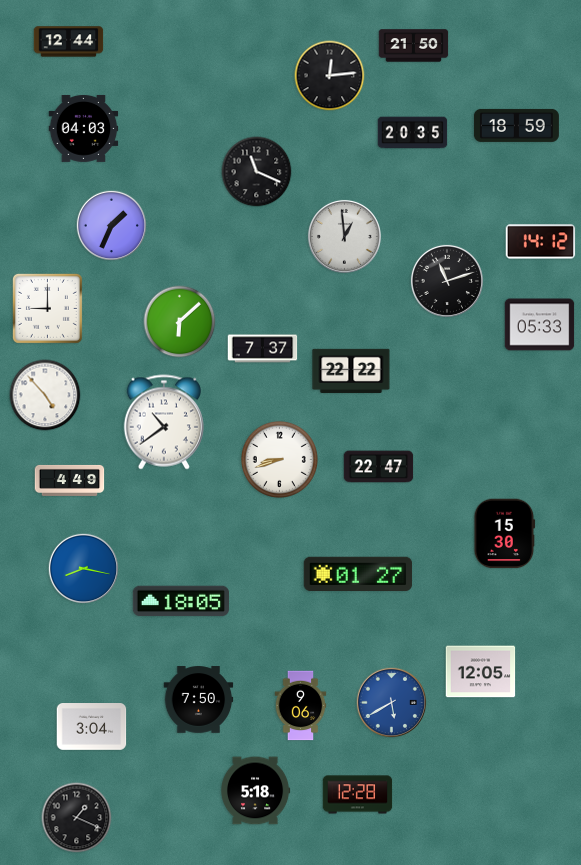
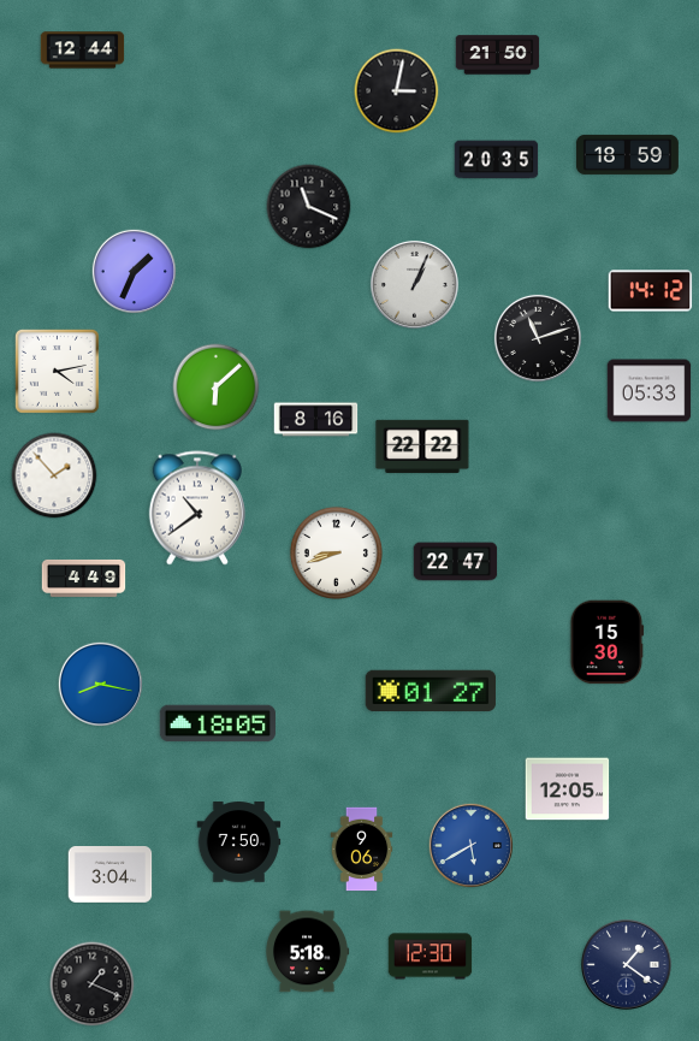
clock at (330, 76): 12:14 -> 3:02
clock at (516, 125) position: (516, 125) -> (627, 154)
clock at (84, 128): 04:03 -> none
clock at (344, 236): 12:59 -> 1:04
clock at (47, 308): 9:00 -> 4:13
clock at (263, 349): 7:37 -> 8:16
clock at (45, 395): 4:53 -> 1:53
clock at (481, 672) position: (481, 672) -> (568, 789)
clock at (358, 795): 12:28 -> 12:30
clock at (627, 965): none -> 1:21
